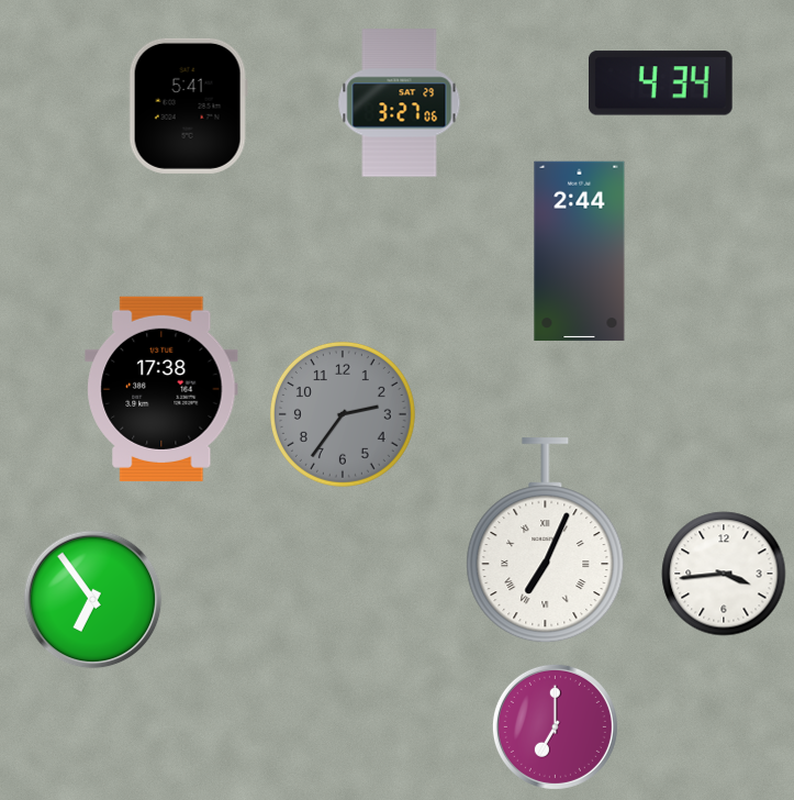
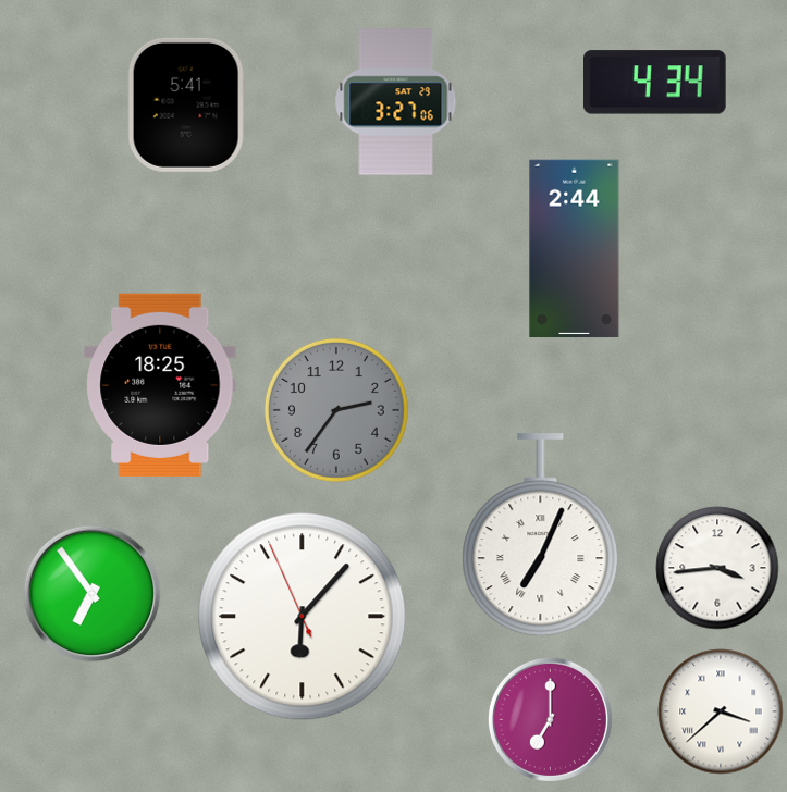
clock at (161, 389): 17:38 -> 18:25
clock at (343, 414) position: (343, 414) -> (336, 410)
clock at (303, 617): none -> 6:06
clock at (721, 711): none -> 3:38
